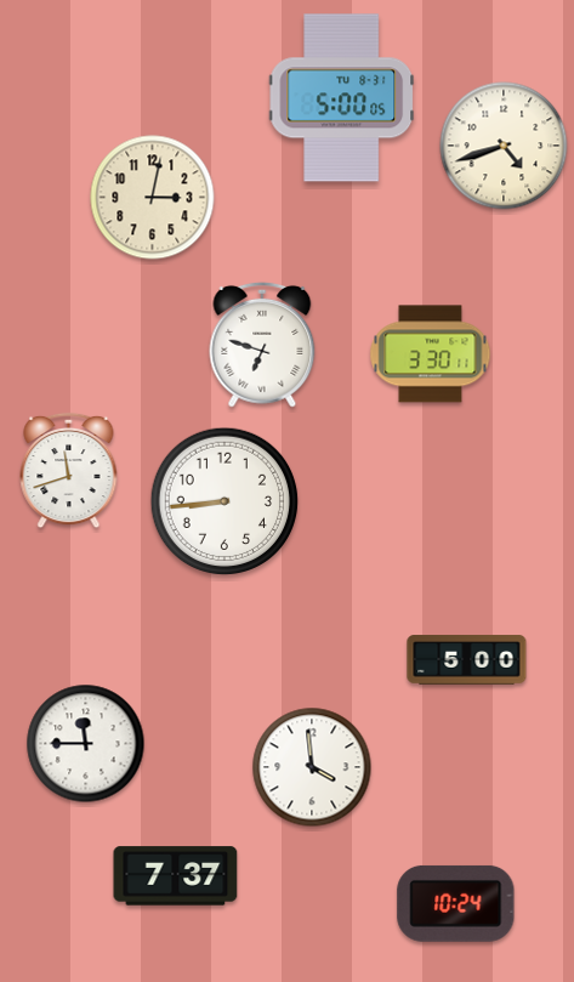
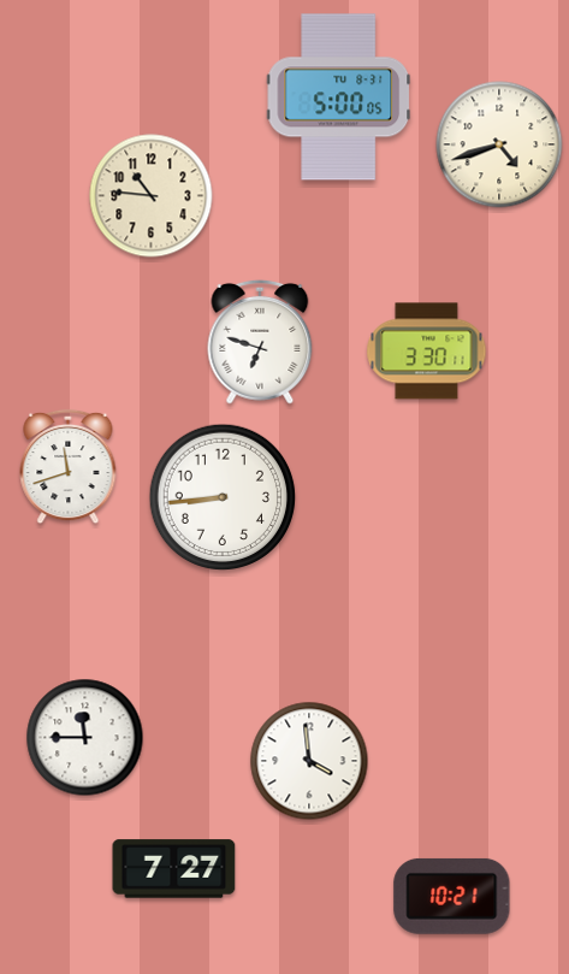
clock at (153, 198): 3:02 -> 10:46
clock at (467, 660): 5:00 -> none
clock at (176, 876): 7:37 -> 7:27
clock at (456, 903): 10:24 -> 10:21
